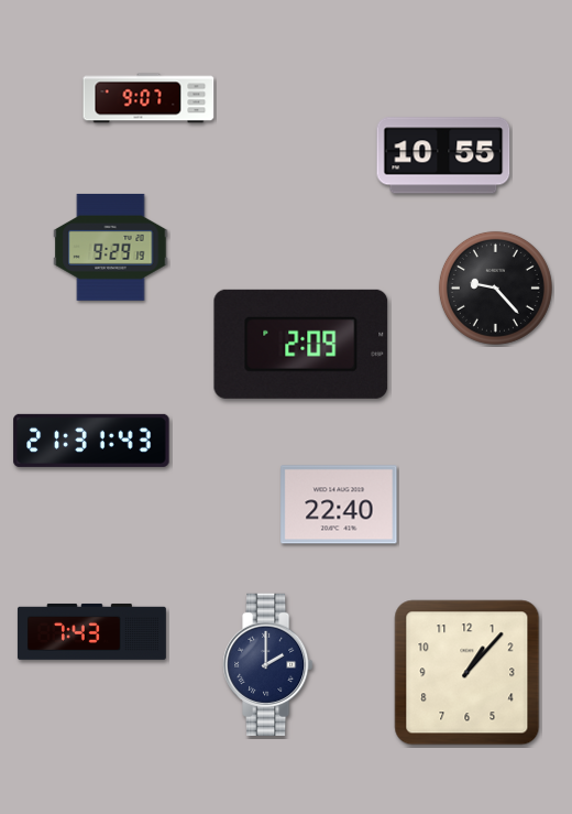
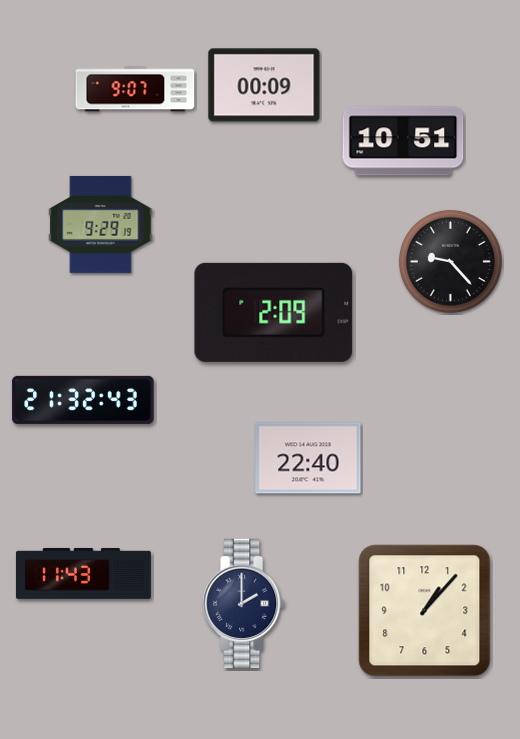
clock at (264, 85): none -> 00:09
clock at (443, 155): 10:55 -> 10:51
clock at (91, 441): 21:31 -> 21:32
clock at (91, 631): 7:43 -> 11:43
